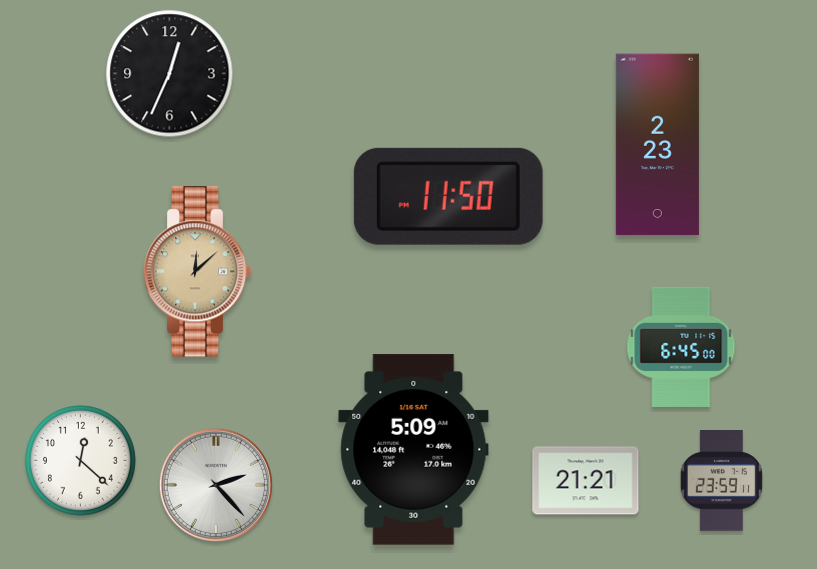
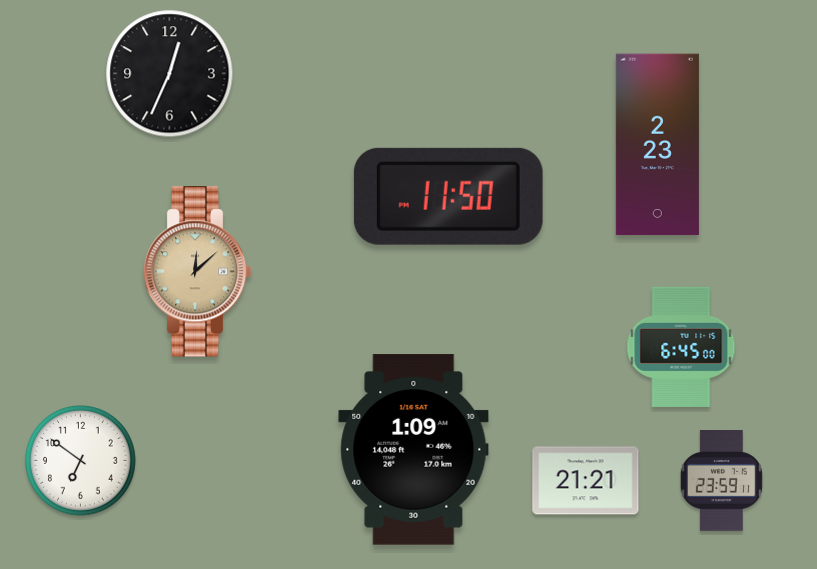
clock at (414, 450): 5:09 -> 1:09
clock at (81, 461): 12:22 -> 6:51
clock at (215, 484): 2:23 -> none
